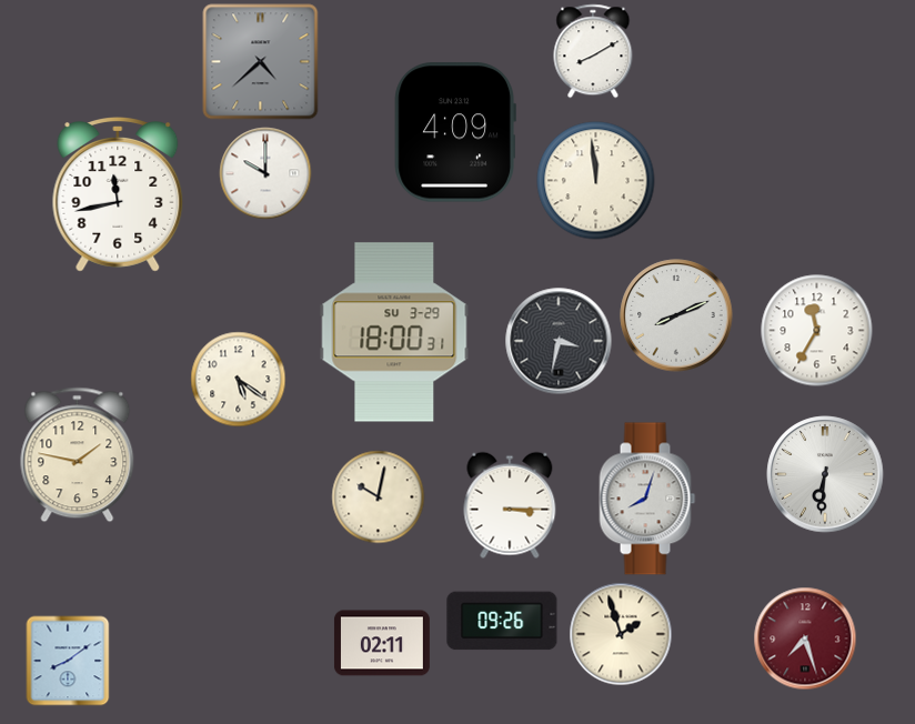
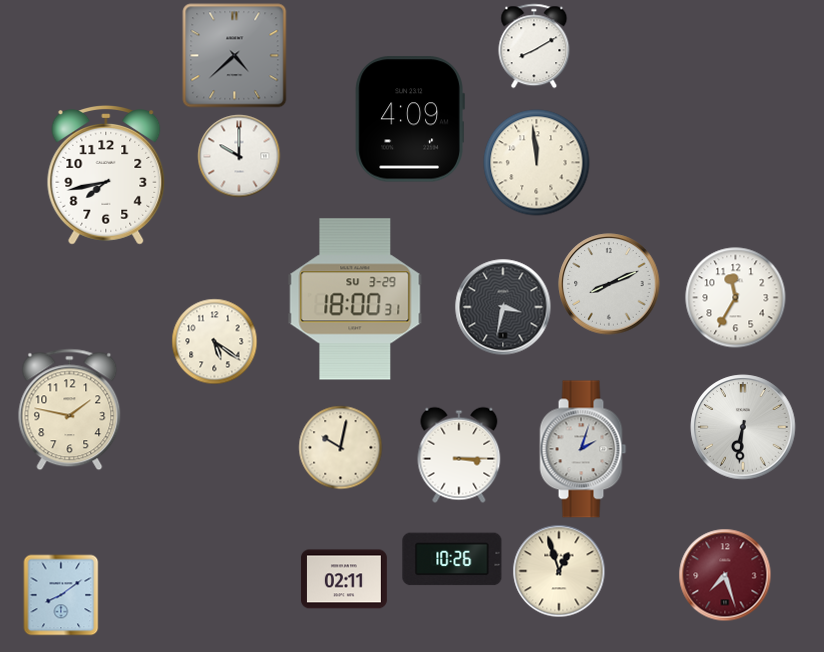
clock at (118, 195): 11:43 -> 7:43
clock at (647, 499): 8:03 -> 2:03
clock at (502, 621): 09:26 -> 10:26
clock at (621, 634): 1:57 -> 12:57
